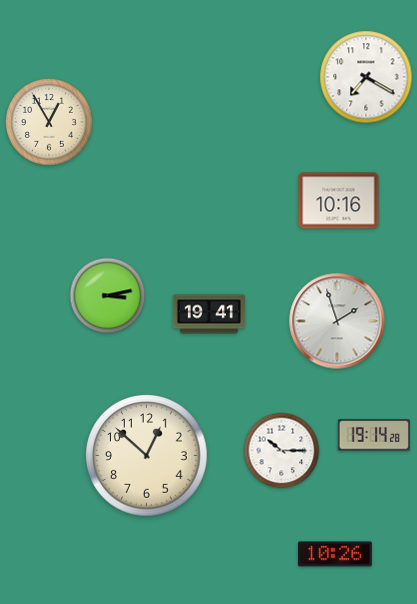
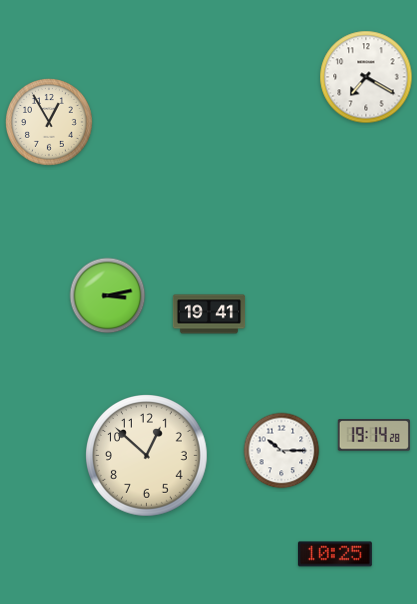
clock at (339, 201): 10:16 -> none
clock at (337, 321): 1:57 -> none
clock at (335, 554): 10:26 -> 10:25
